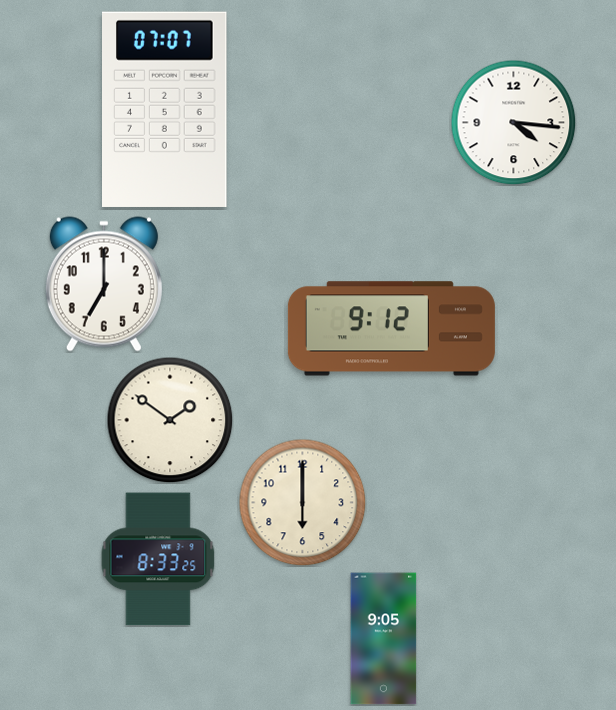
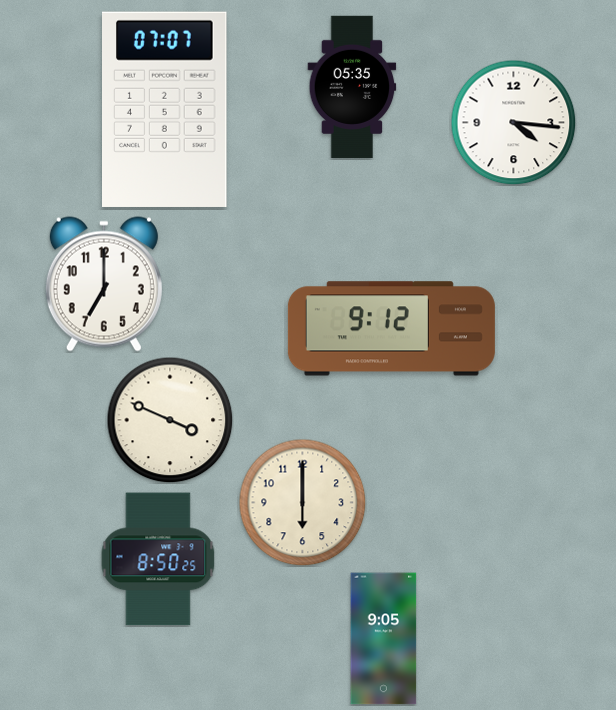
clock at (352, 87): none -> 05:35
clock at (170, 420): 1:51 -> 3:49
clock at (158, 559): 8:33 -> 8:50
